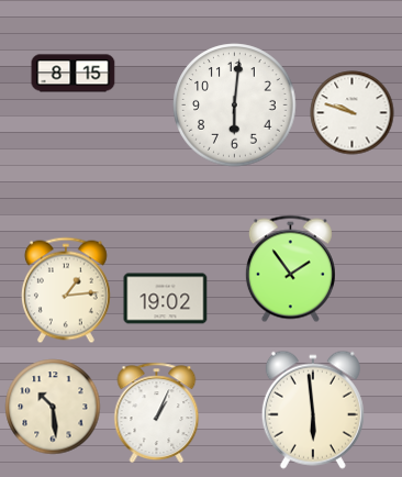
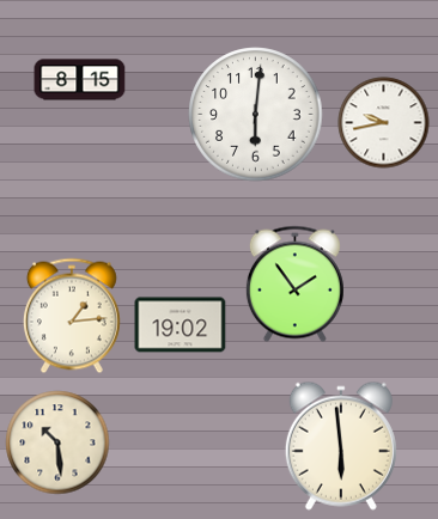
clock at (353, 113): 9:48 -> 9:43
clock at (290, 269) position: (290, 269) -> (294, 285)
clock at (157, 412): 1:04 -> none
